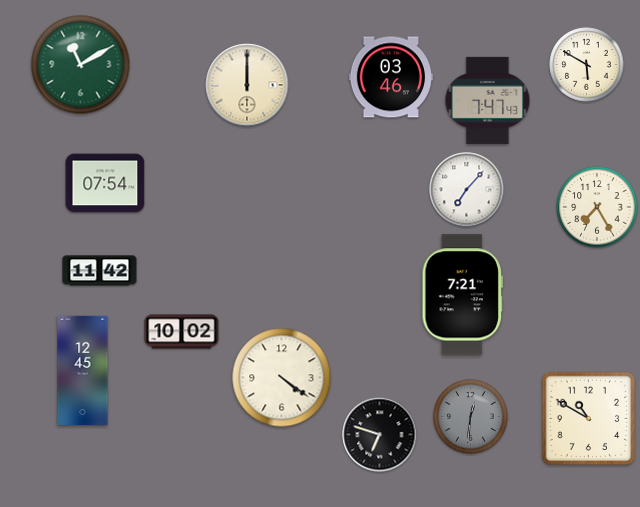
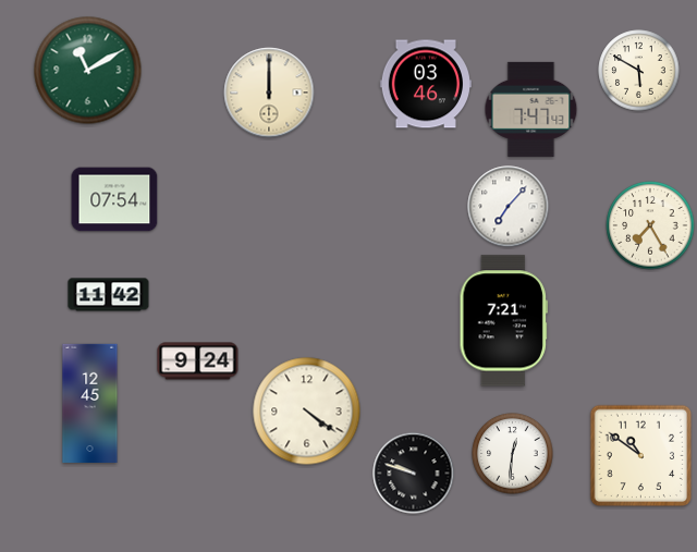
clock at (182, 332): 10:02 -> 9:24
clock at (471, 417) dial: grey -> white
clock at (589, 419): 10:50 -> 10:51
clock at (380, 435): 6:48 -> 9:48
